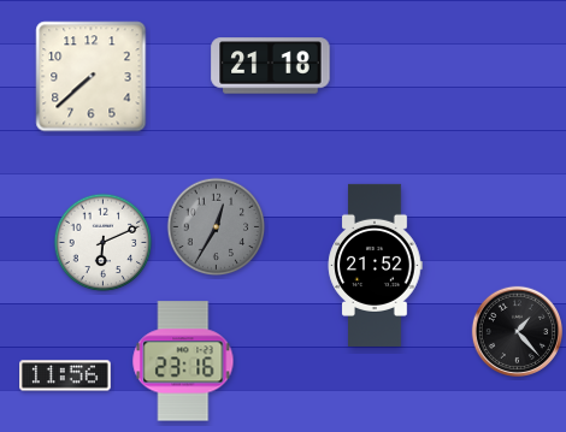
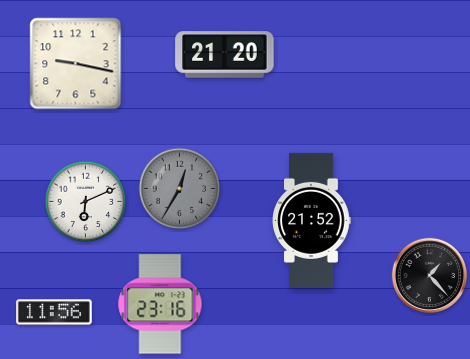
clock at (271, 66): 21:18 -> 21:20
clock at (92, 77): 7:38 -> 9:17
clock at (183, 361) position: (183, 361) -> (160, 304)
